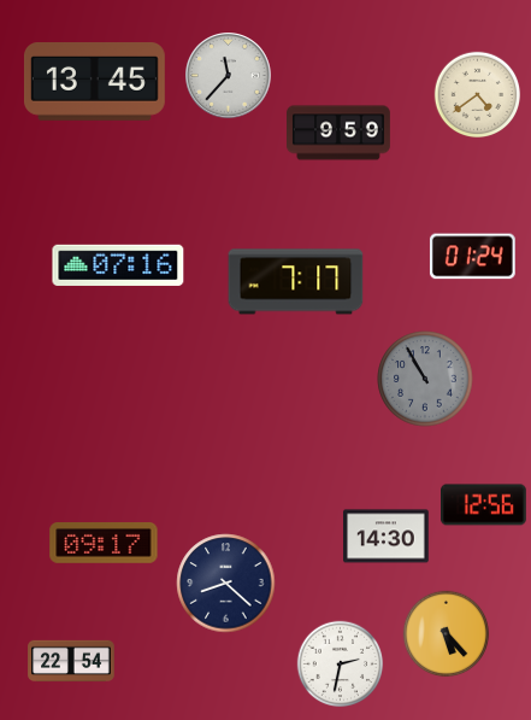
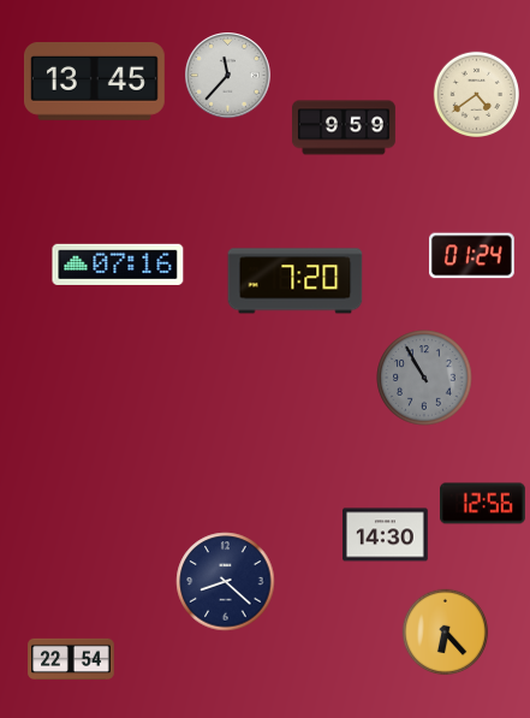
clock at (340, 133) position: (340, 133) -> (345, 127)
clock at (296, 282): 7:17 -> 7:20
clock at (104, 544): 09:17 -> none
clock at (447, 634): 5:23 -> 6:23
clock at (341, 665): 2:32 -> none
